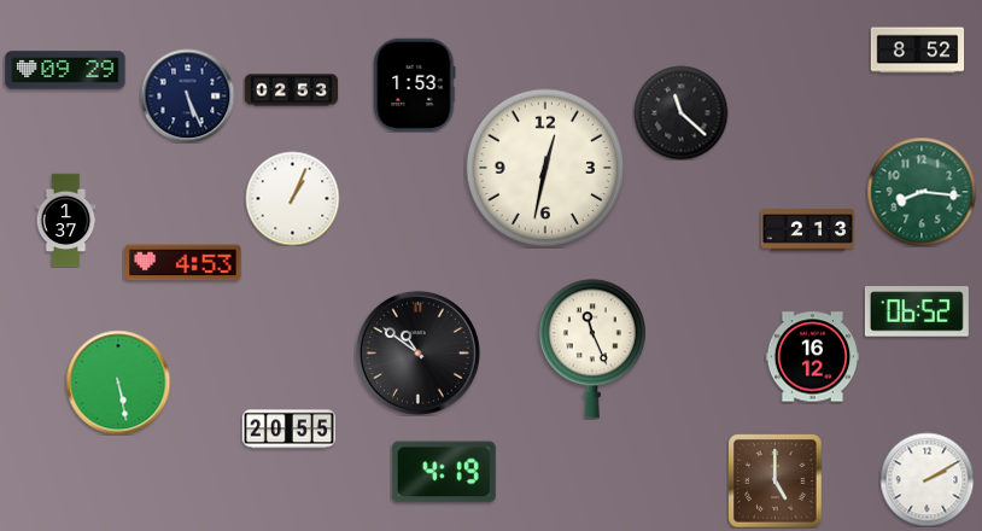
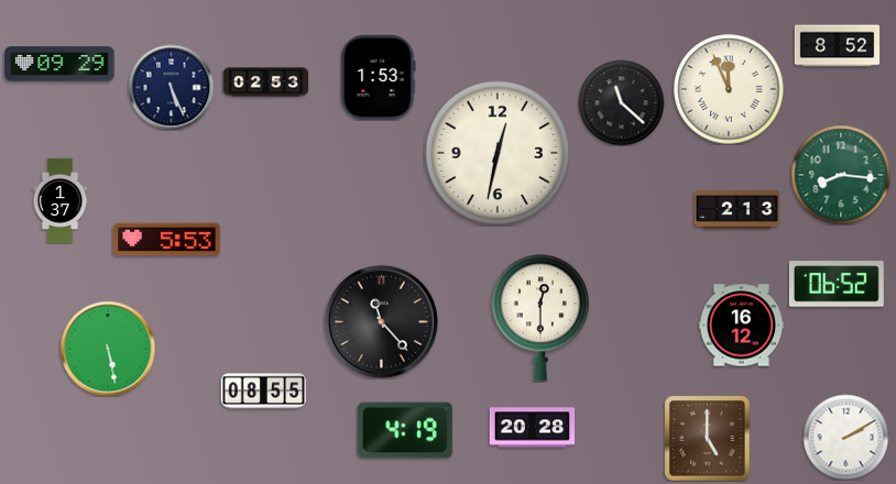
clock at (729, 89): none -> 11:56
clock at (292, 198): 1:04 -> none
clock at (183, 263): 4:53 -> 5:53
clock at (592, 349): 11:26 -> 12:30
clock at (417, 352): 10:51 -> 11:23
clock at (288, 430): 20:55 -> 08:55
clock at (532, 428): none -> 20:28
